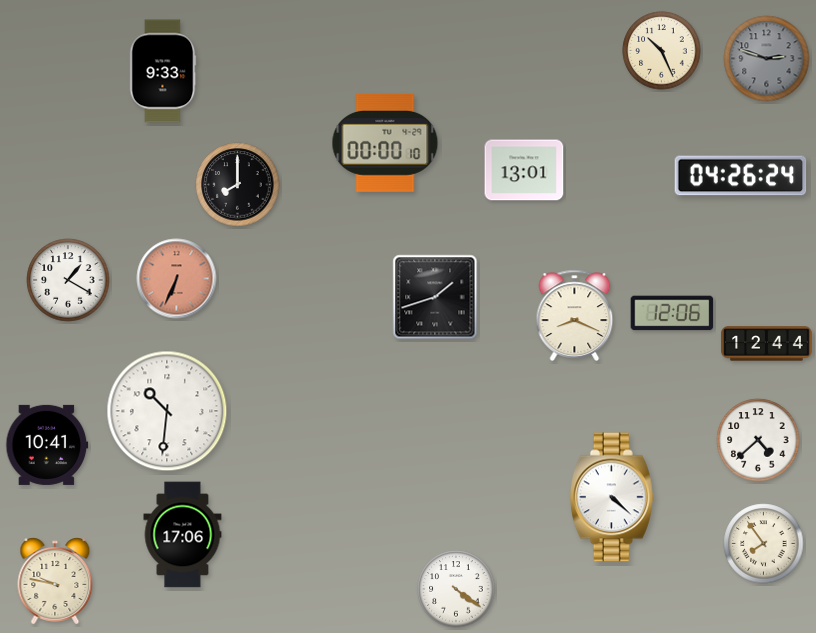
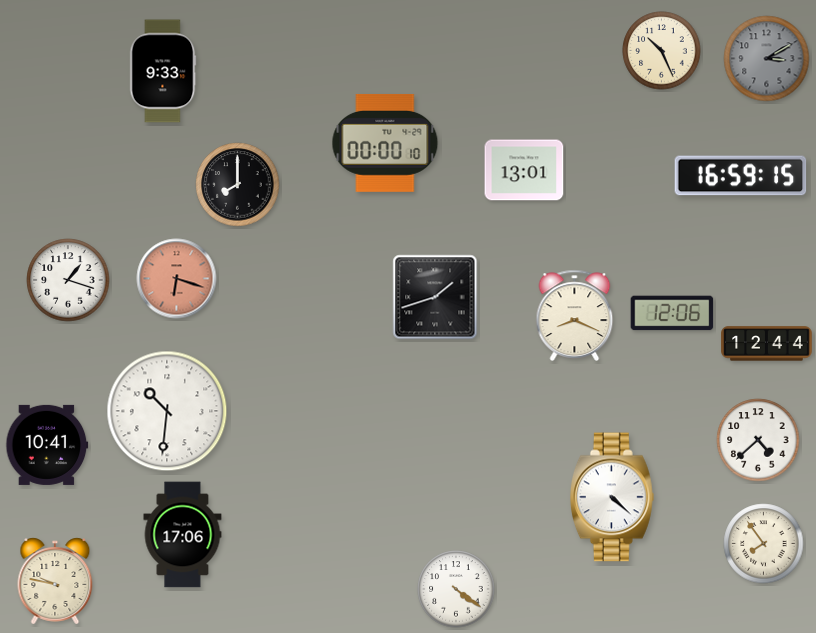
clock at (767, 59): 2:48 -> 3:10
clock at (741, 176): 04:26 -> 16:59
clock at (177, 279): 6:34 -> 6:18
clock at (68, 280): 1:20 -> 1:18
